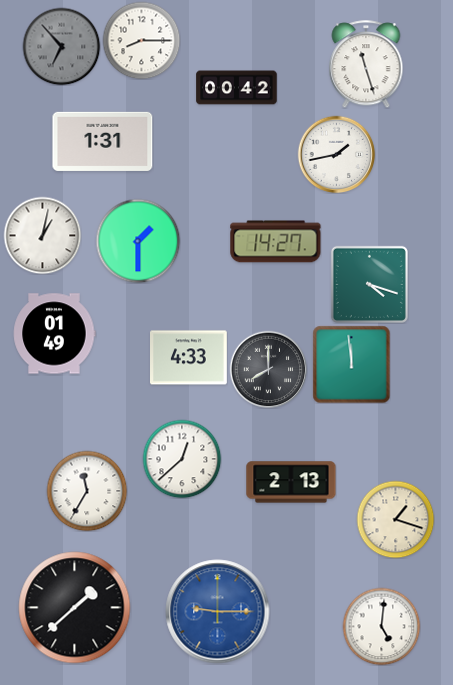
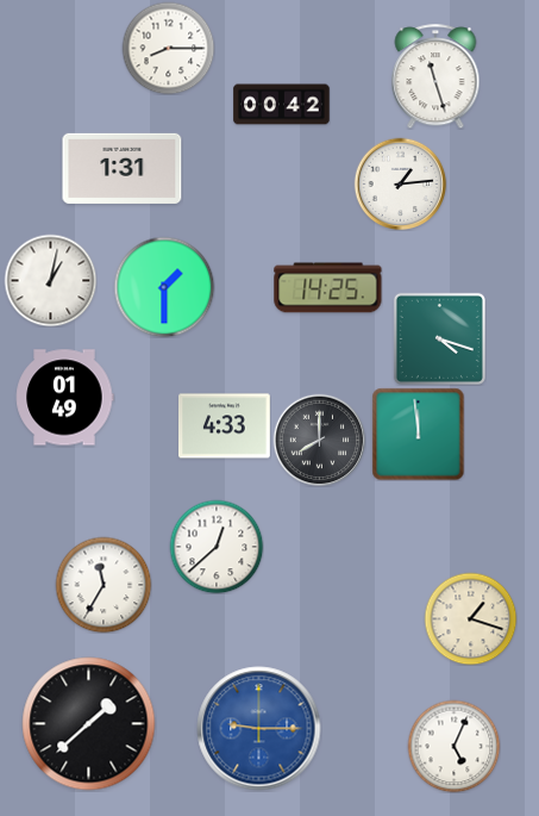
clock at (61, 46): 6:53 -> none
clock at (336, 154): 1:43 -> 1:14
clock at (276, 242): 14:27 -> 14:25
clock at (291, 482): 2:13 -> none
clock at (381, 626): 5:01 -> 5:04
